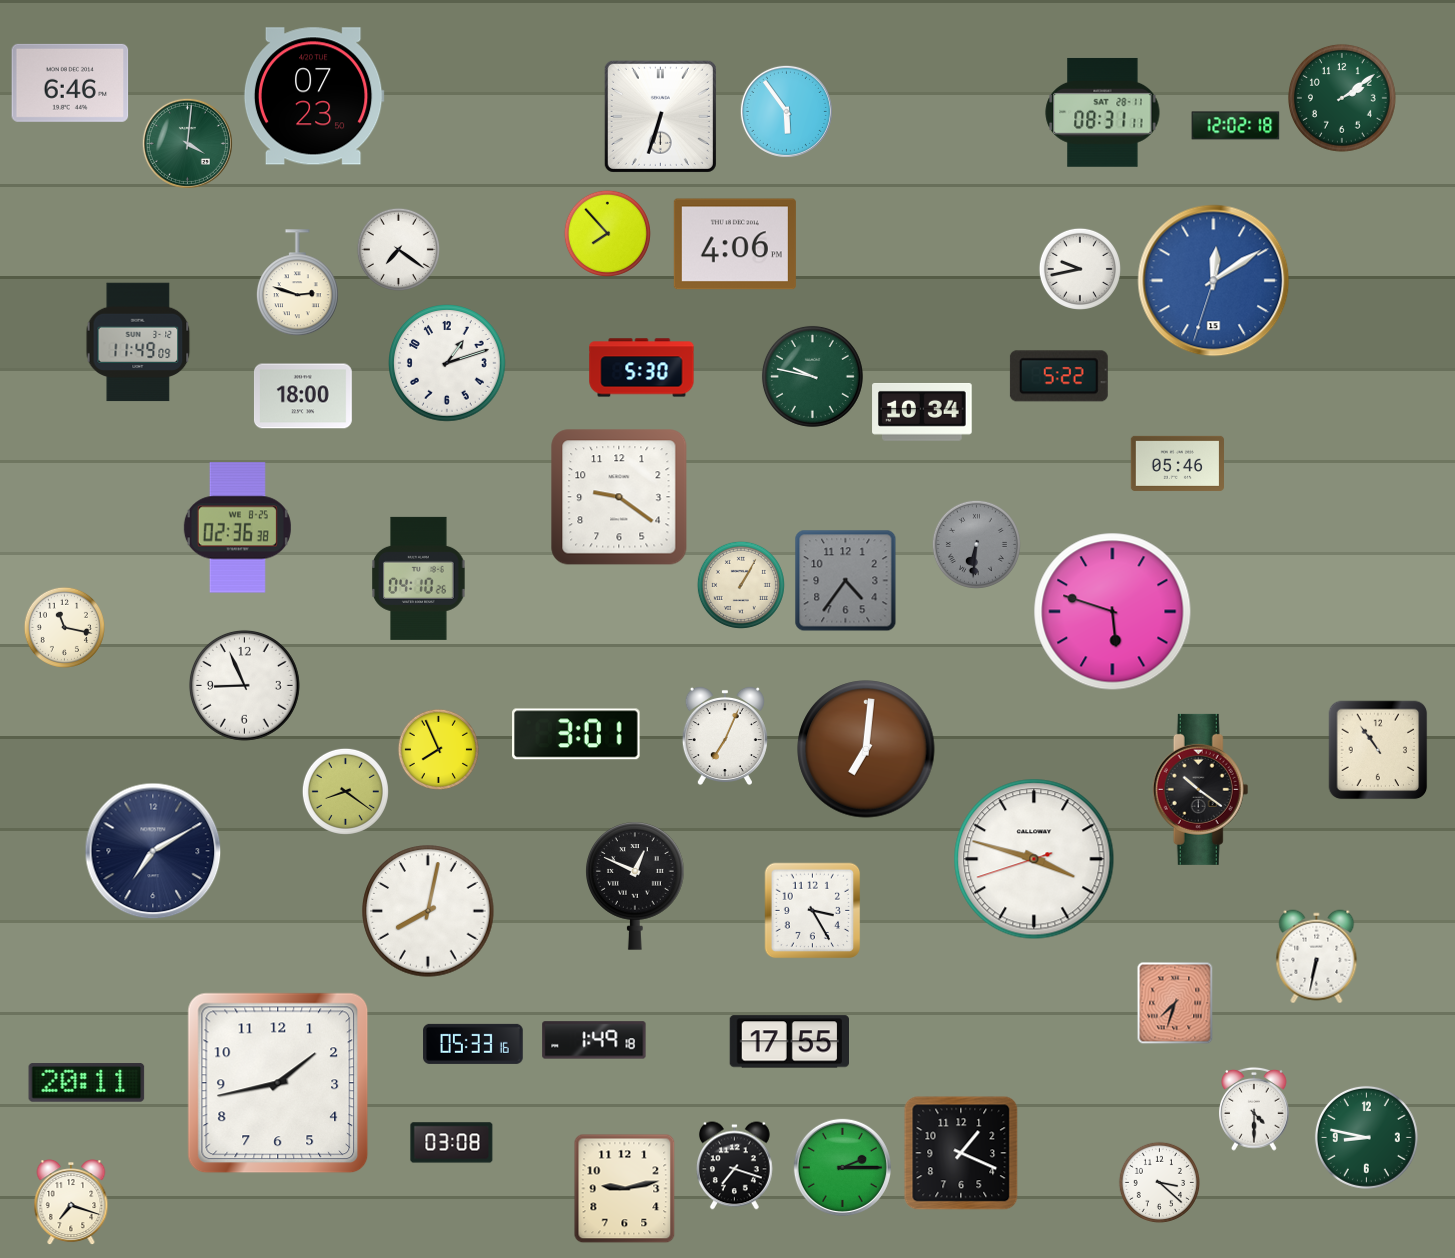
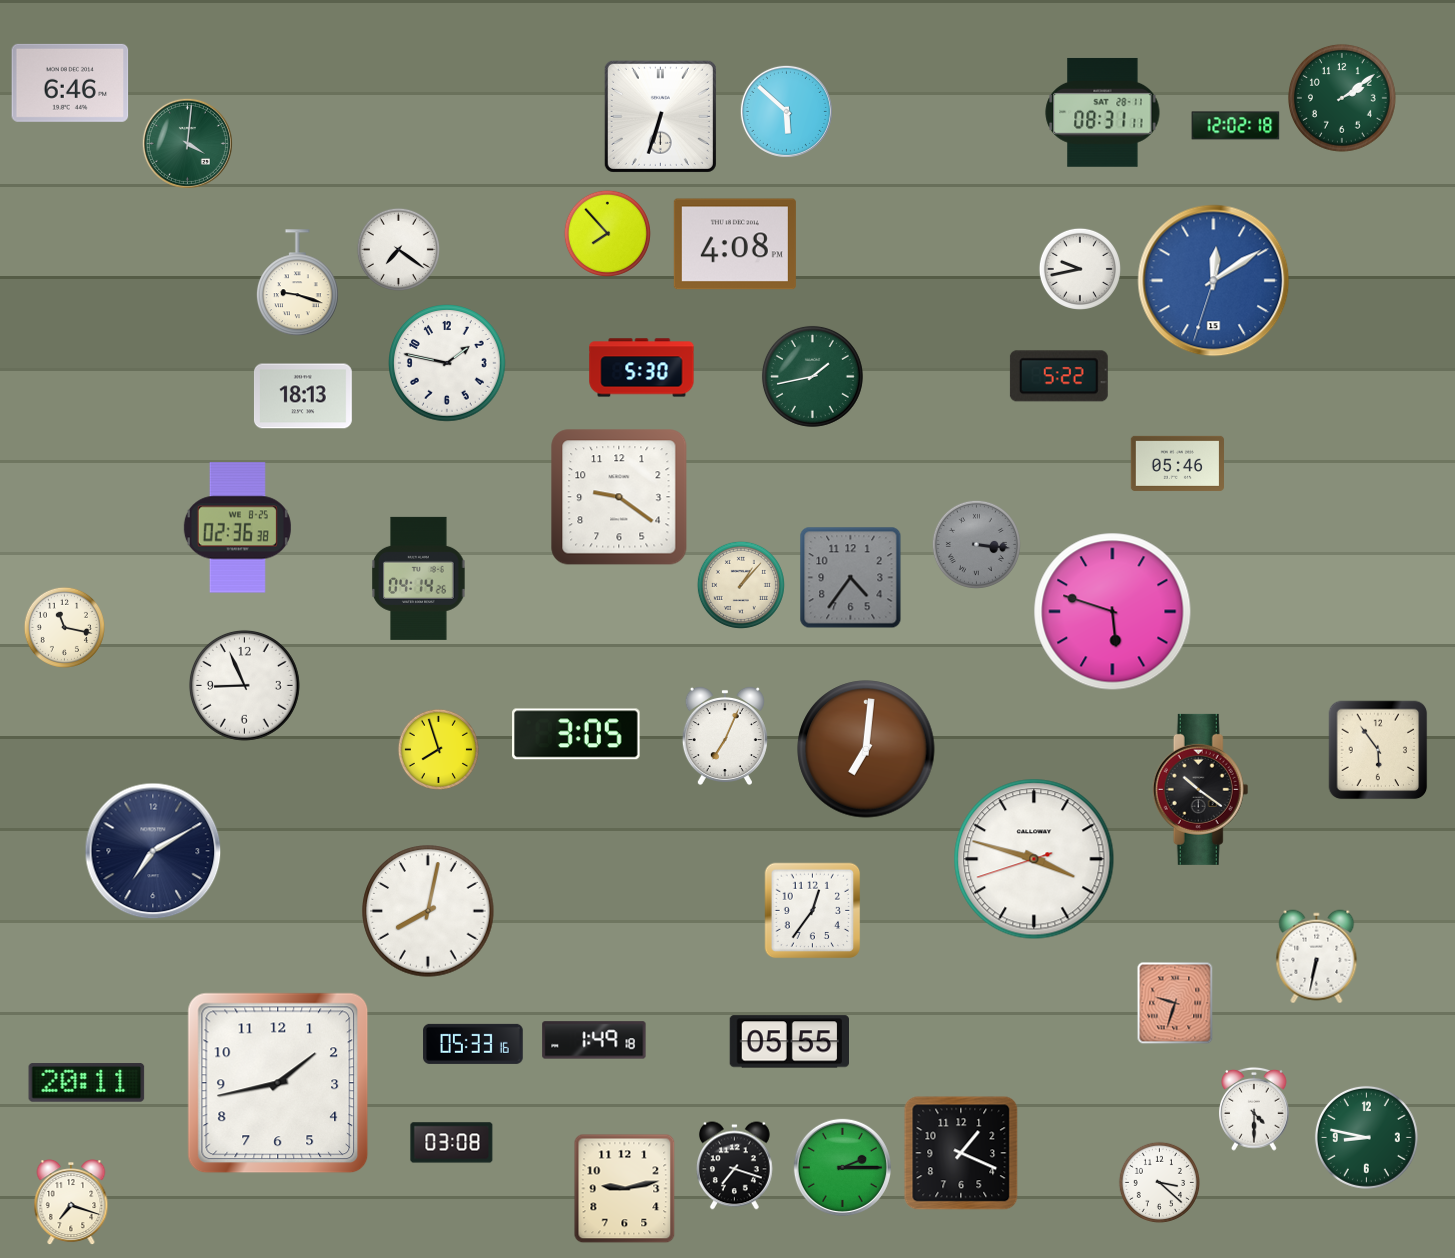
clock at (314, 96): 07:23 -> none
clock at (786, 111): 5:54 -> 5:52
clock at (735, 244): 4:06 -> 4:08
clock at (297, 283): 2:48 -> 9:18
clock at (138, 342): 11:49 -> none
clock at (448, 364): 1:12 -> 1:47
clock at (812, 376): 9:47 -> 1:43
clock at (303, 396): 18:00 -> 18:13
clock at (922, 412): 10:34 -> none
clock at (976, 544): 6:31 -> 3:16
clock at (419, 578): 04:10 -> 04:14
clock at (846, 581) position: (846, 581) -> (851, 578)
clock at (741, 585): 1:05 -> 1:07
clock at (577, 734): 3:01 -> 3:05
clock at (438, 749): 7:56 -> 7:57
clock at (1378, 750): 10:54 -> 5:54
clock at (345, 791): 8:21 -> none
clock at (636, 886): 12:49 -> none
clock at (813, 911): 3:25 -> 12:36
clock at (1175, 1003): 7:33 -> 9:33
clock at (789, 1042): 17:55 -> 05:55
